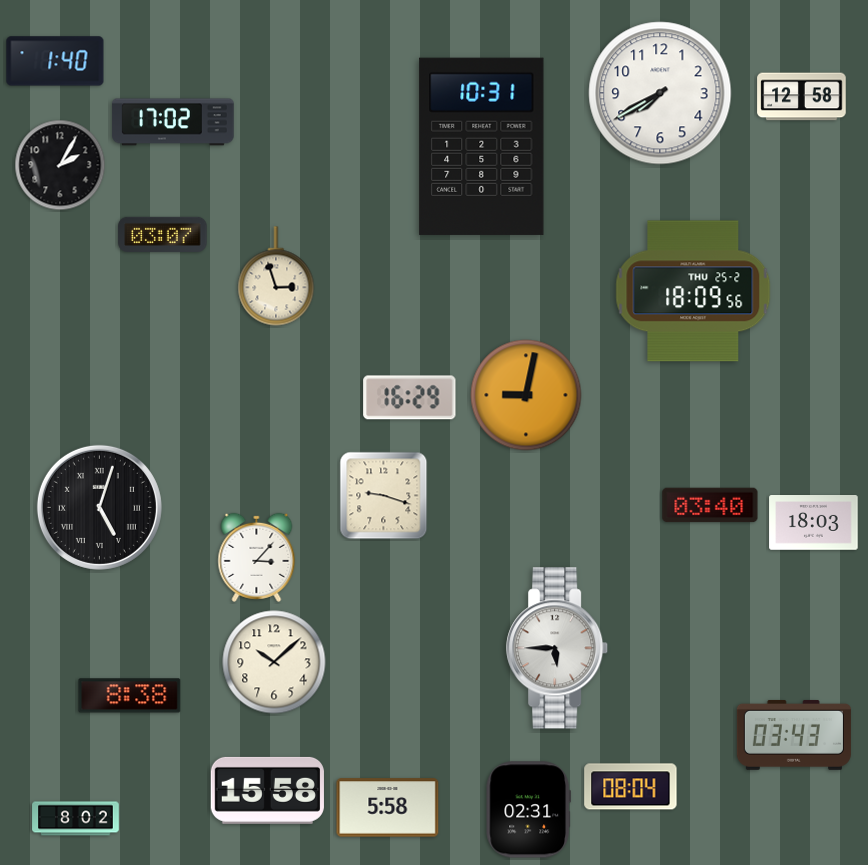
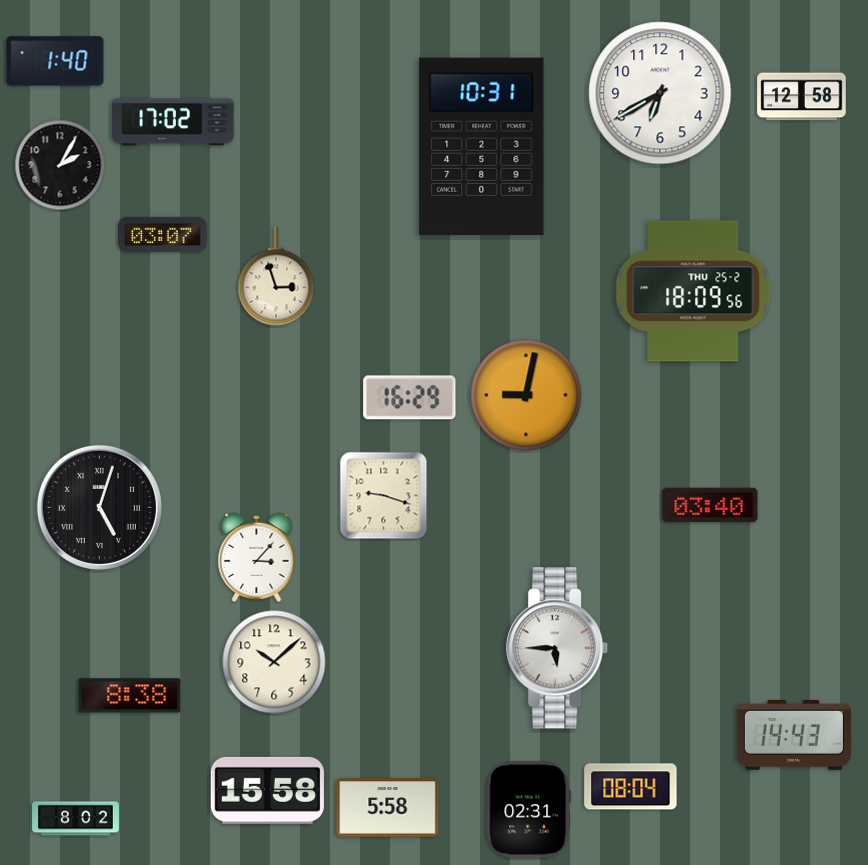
clock at (660, 93): 7:40 -> 6:40
clock at (814, 523): 18:03 -> none
clock at (794, 735): 03:43 -> 14:43
